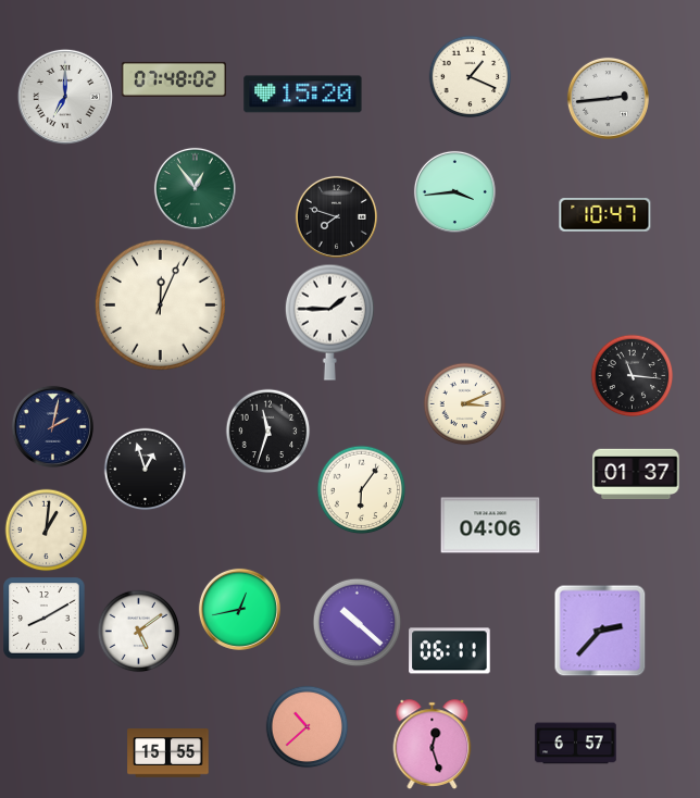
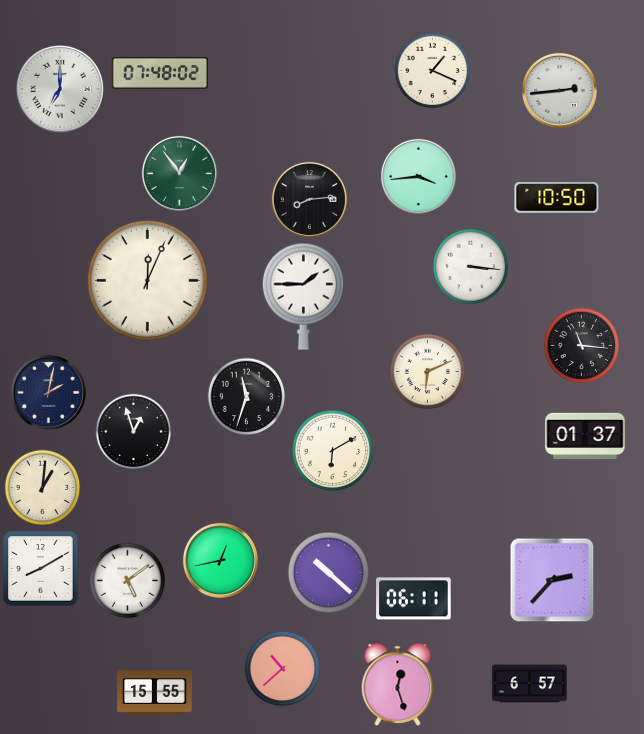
clock at (303, 95): 15:20 -> none
clock at (605, 215): 10:47 -> 10:50
clock at (336, 216): 7:48 -> 8:14
clock at (471, 267): none -> 3:16
clock at (465, 404): 3:11 -> 6:11
clock at (362, 490): 6:06 -> 6:10
clock at (490, 525): 04:06 -> none
